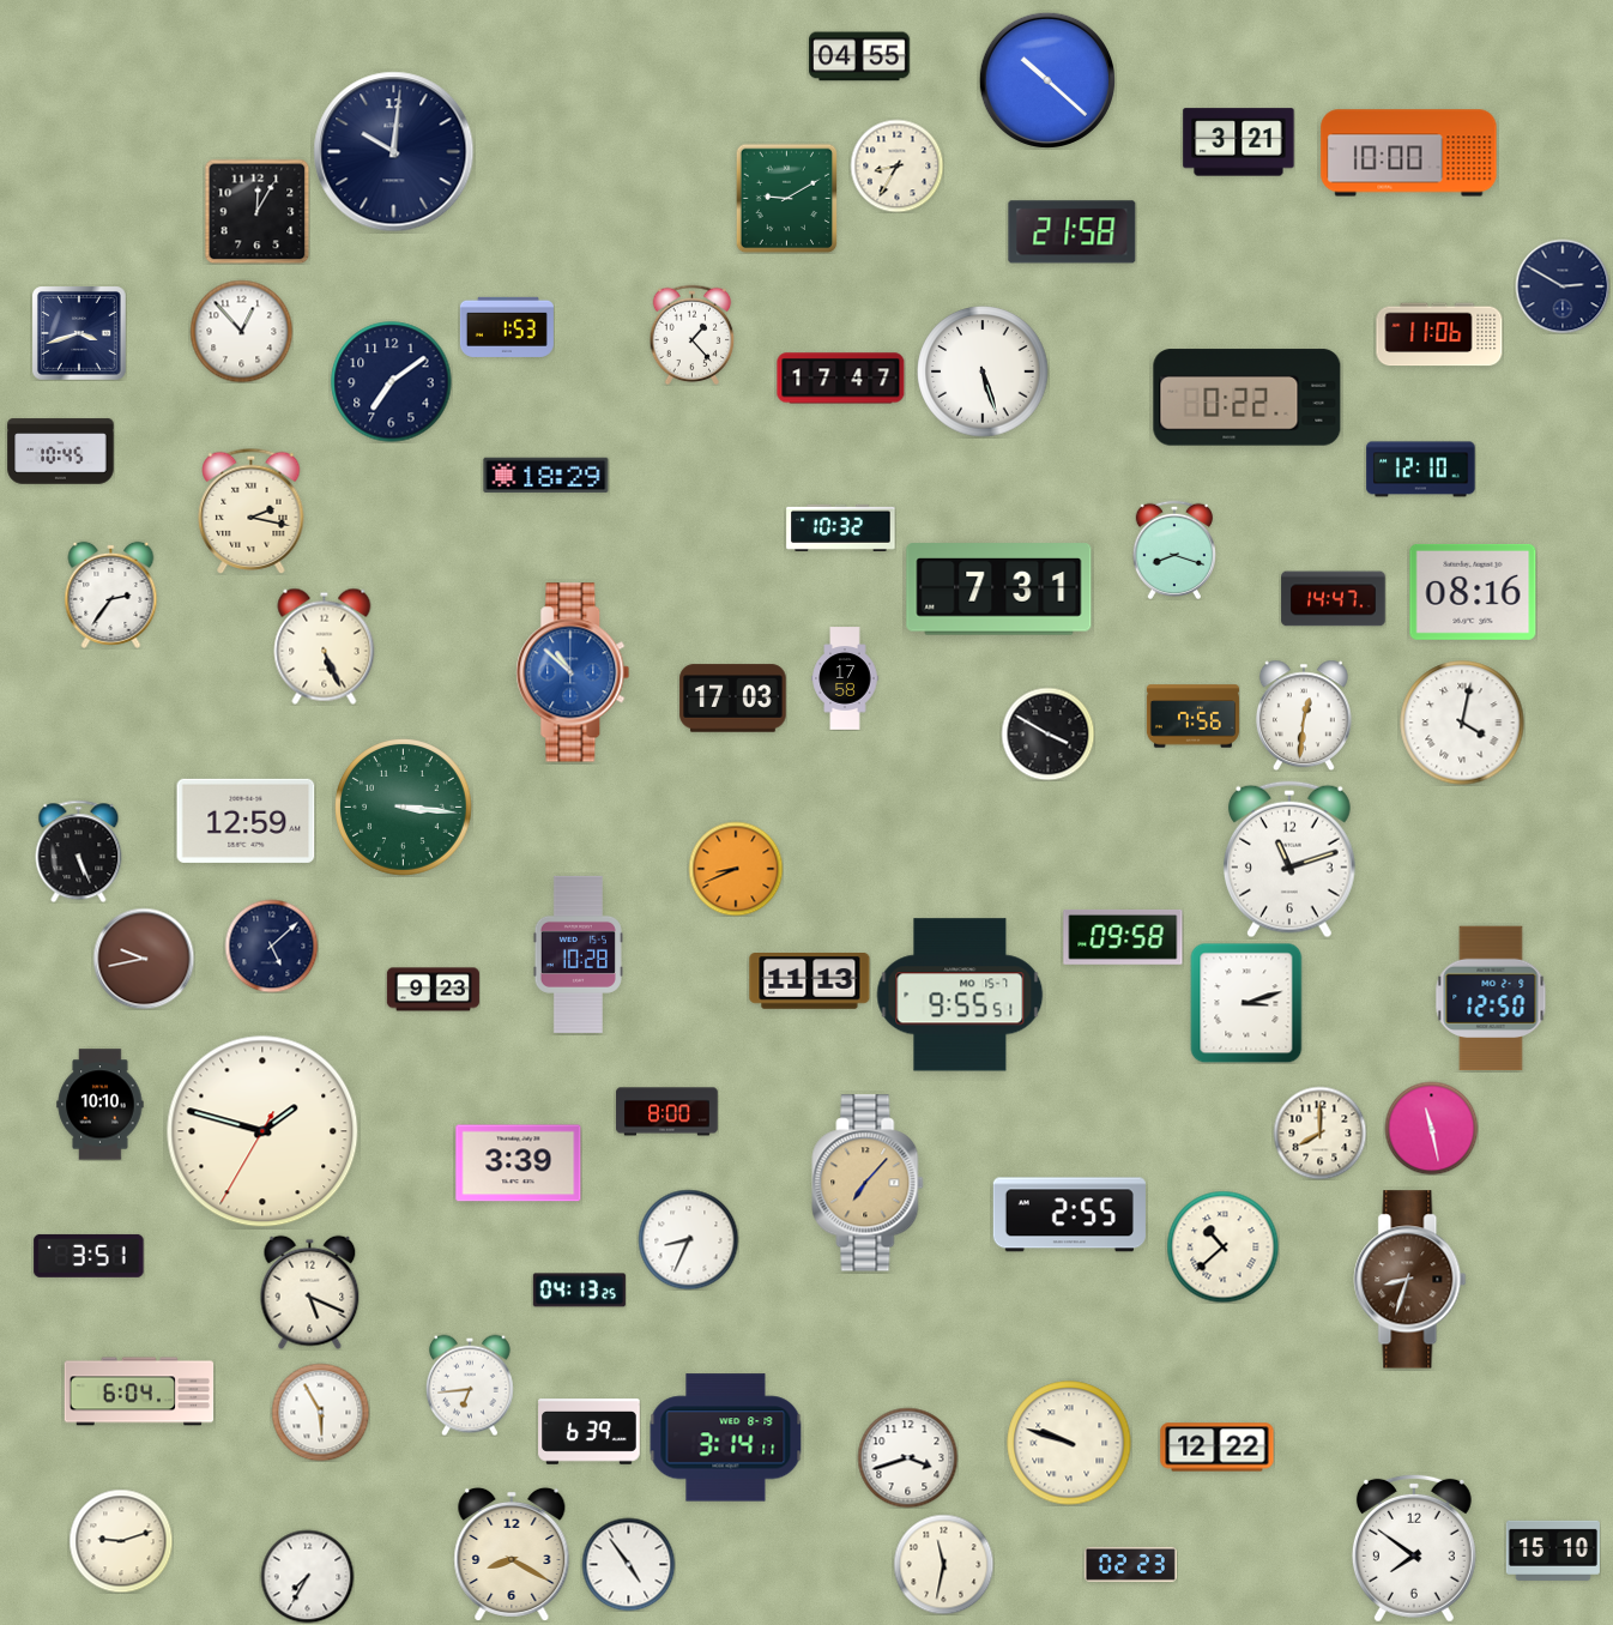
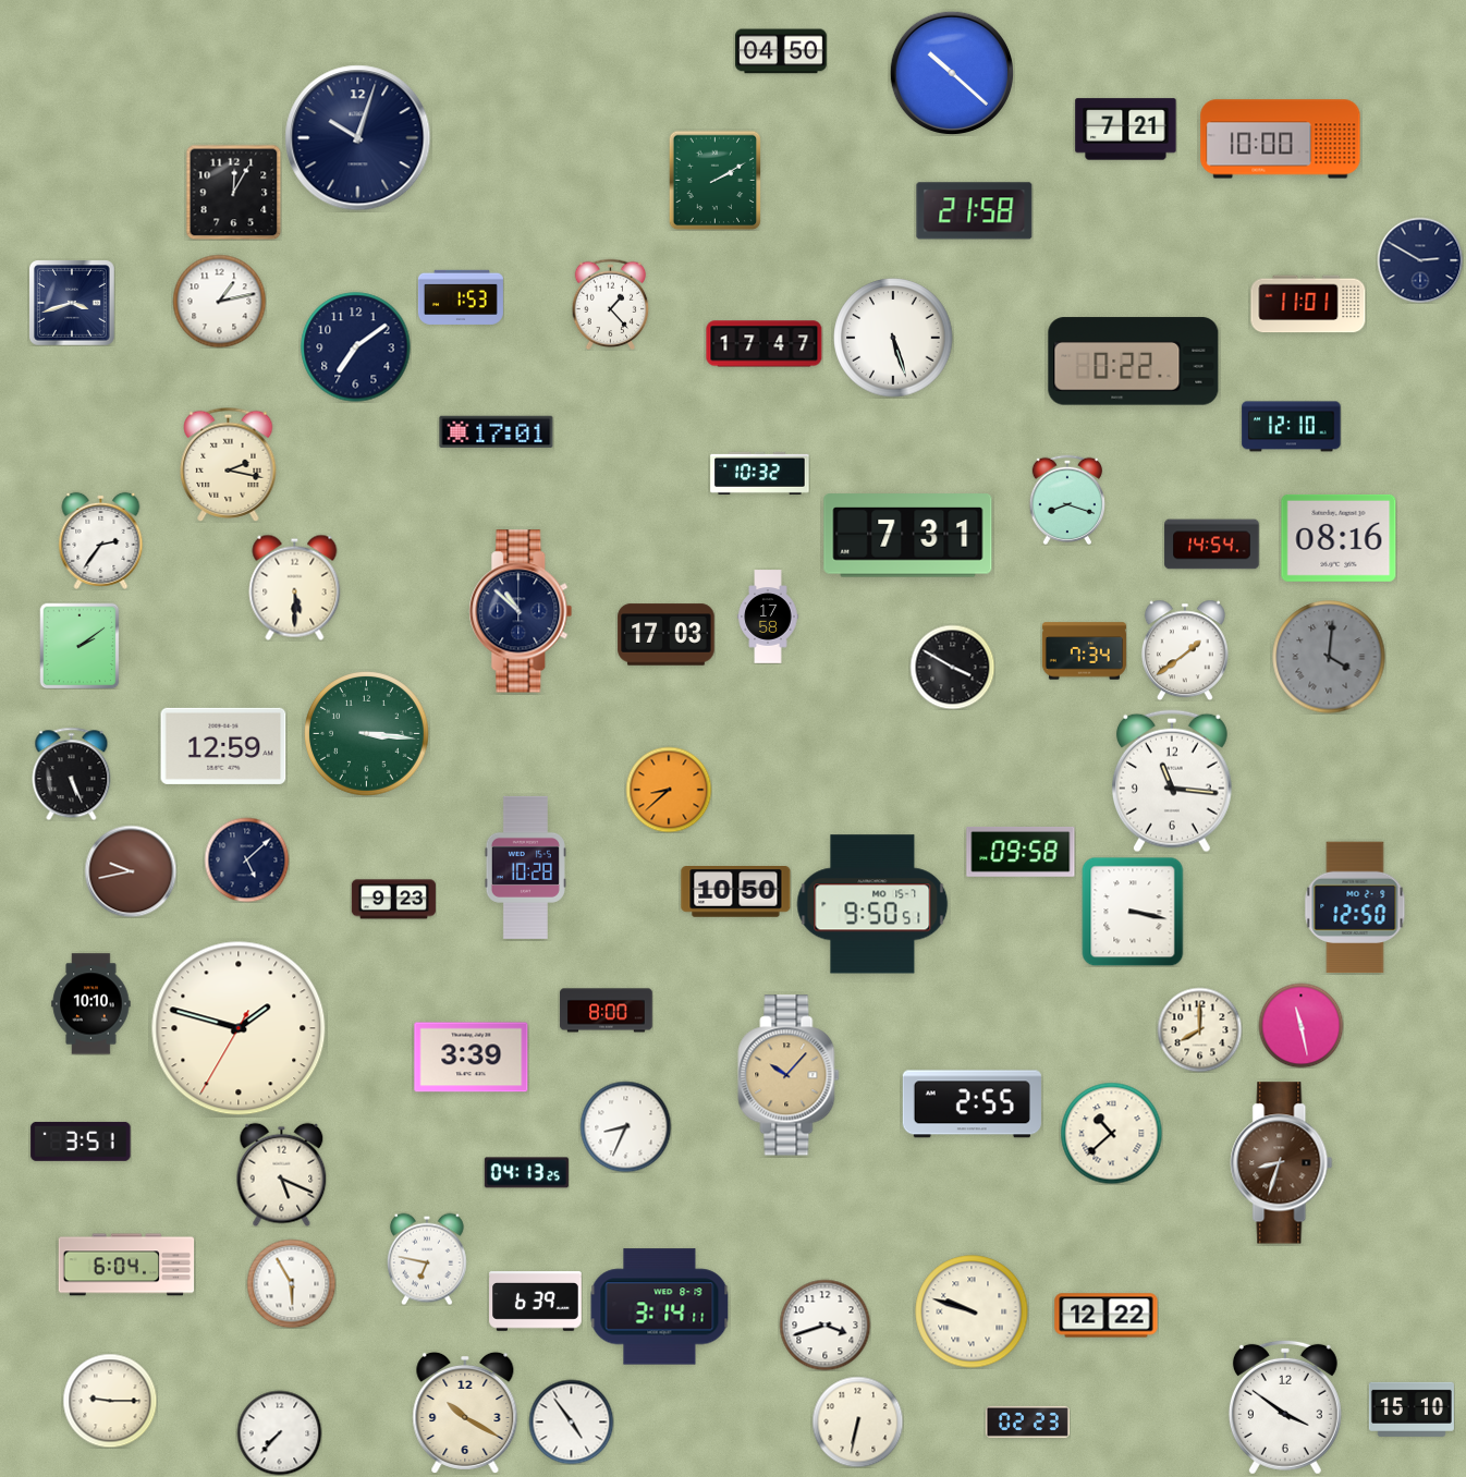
clock at (860, 56): 04:55 -> 04:50
clock at (1239, 143): 3:21 -> 7:21
clock at (394, 152): 10:01 -> 10:03
clock at (896, 165): 8:35 -> none
clock at (787, 198): 9:10 -> 2:10
clock at (241, 331): 12:53 -> 1:13
clock at (693, 334) position: (693, 334) -> (611, 304)
clock at (1439, 334): 11:06 -> 11:01
clock at (61, 452): 10:45 -> none
clock at (546, 476): 18:29 -> 17:01
clock at (841, 527) position: (841, 527) -> (760, 473)
clock at (1334, 599): 14:47 -> 14:54
clock at (325, 646): 5:26 -> 5:30
clock at (573, 672) dial: blue -> navy
clock at (80, 646): none -> 2:09
clock at (1304, 715): 12:31 -> 1:39
clock at (1192, 717): 7:56 -> 7:34
clock at (1462, 723): 4:02 -> 4:01
clock at (1462, 723) dial: white -> grey
clock at (1289, 859): 11:12 -> 11:16
clock at (736, 869): 8:41 -> 8:38
clock at (810, 981): 11:13 -> 10:50
clock at (960, 995): 9:55 -> 9:50
clock at (1246, 1003): 3:12 -> 3:17
clock at (868, 1183): 7:07 -> 10:07
clock at (471, 1385): 6:44 -> 6:47
clock at (121, 1541): 9:12 -> 9:15
clock at (1414, 1548): 7:51 -> 3:51
clock at (512, 1553): 8:20 -> 10:20
clock at (943, 1564): 11:32 -> 6:32
clock at (307, 1576): 7:35 -> 7:37
